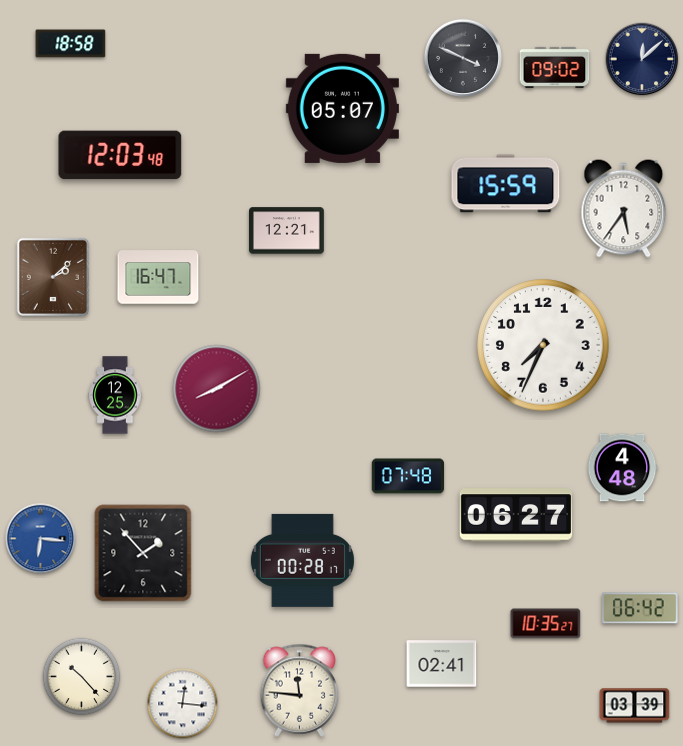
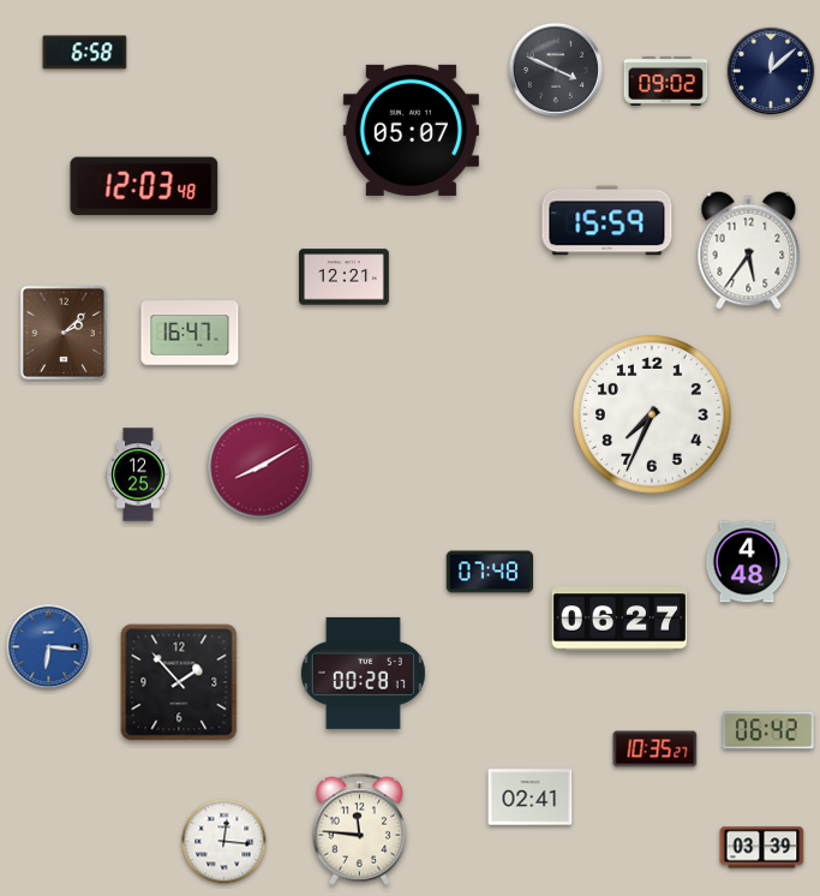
clock at (71, 44): 18:58 -> 6:58
clock at (143, 553) position: (143, 553) -> (179, 682)
clock at (82, 677): 10:23 -> none
clock at (183, 704) position: (183, 704) -> (225, 842)
